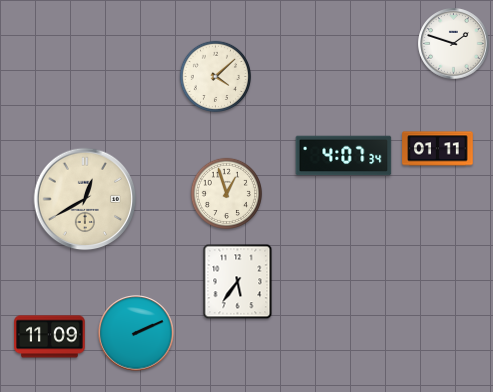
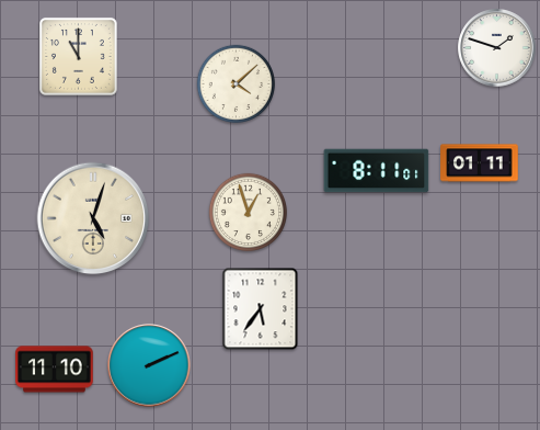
clock at (78, 56): none -> 11:00
clock at (344, 156): 4:07 -> 8:11
clock at (85, 199): 12:40 -> 5:03
clock at (50, 337): 11:09 -> 11:10
